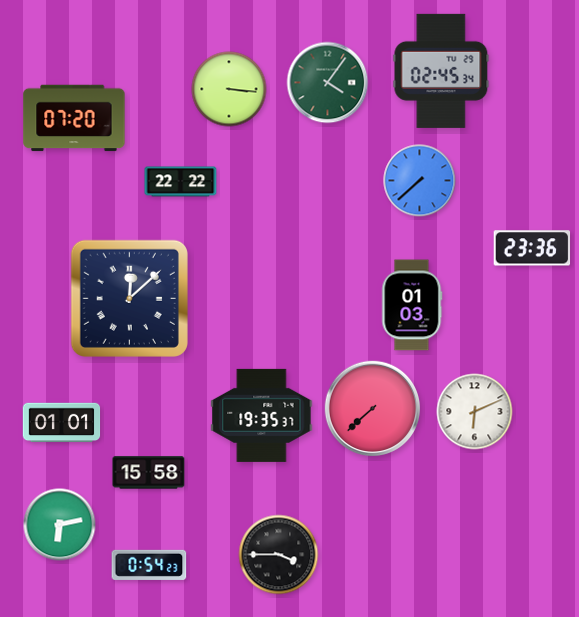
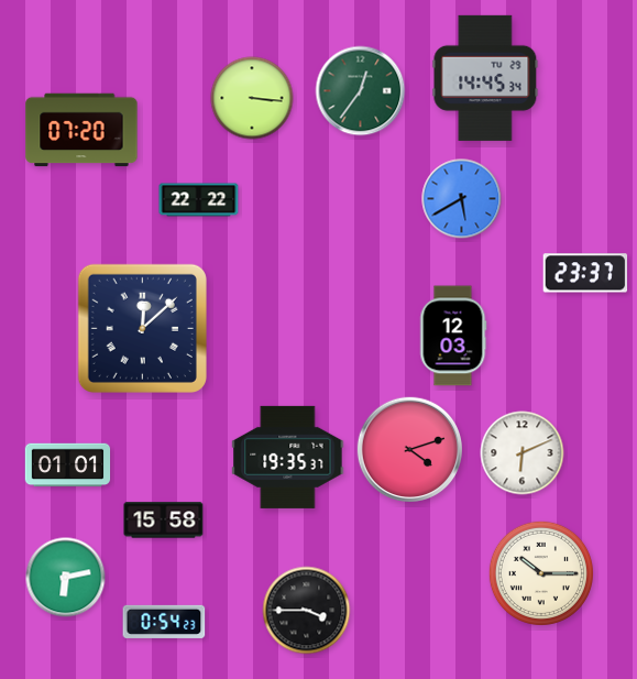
clock at (441, 71): 02:45 -> 14:45
clock at (328, 83): 4:06 -> 12:36
clock at (420, 181): 7:38 -> 5:40
clock at (532, 248): 23:36 -> 23:37
clock at (412, 305): 01:03 -> 12:03
clock at (372, 408): 7:38 -> 4:12
clock at (541, 573): none -> 10:15
